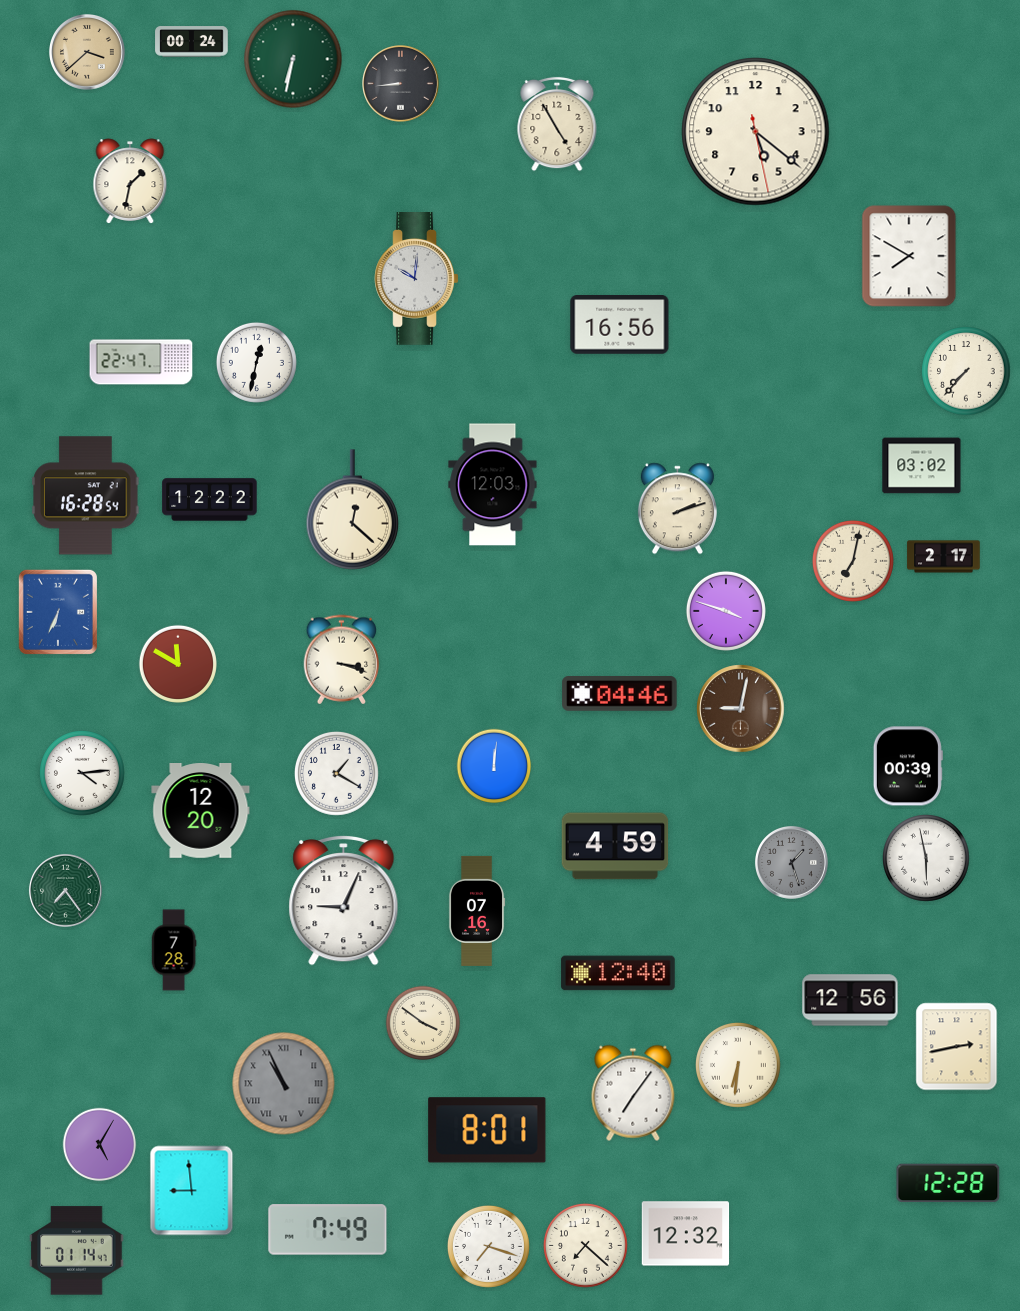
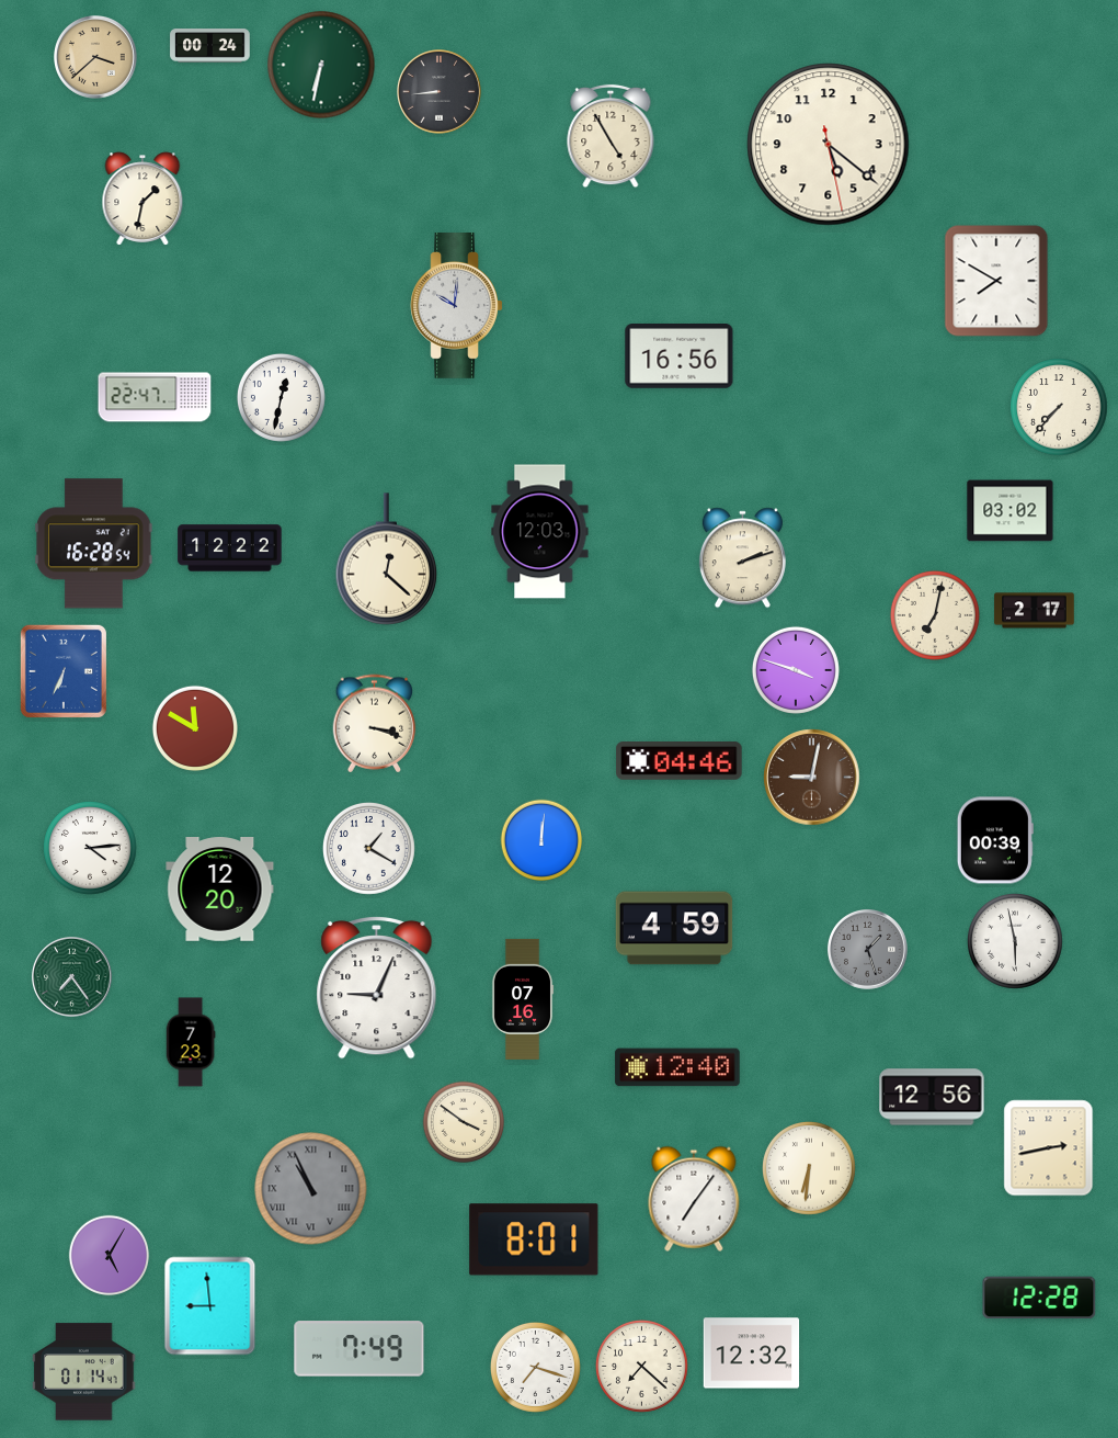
clock at (791, 862) position: (791, 862) -> (867, 949)
clock at (174, 950): 7:28 -> 7:23
